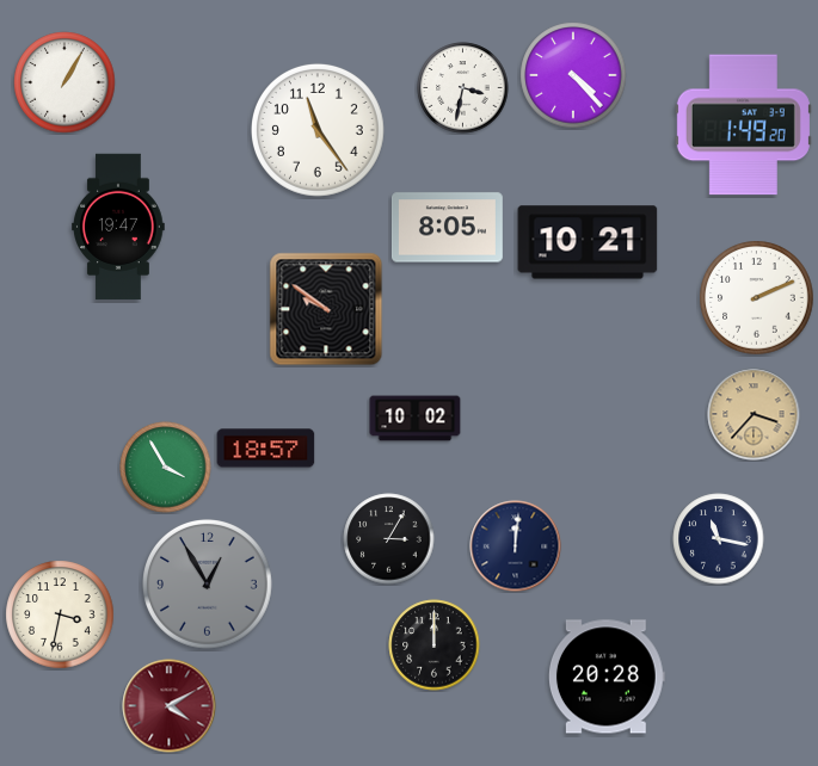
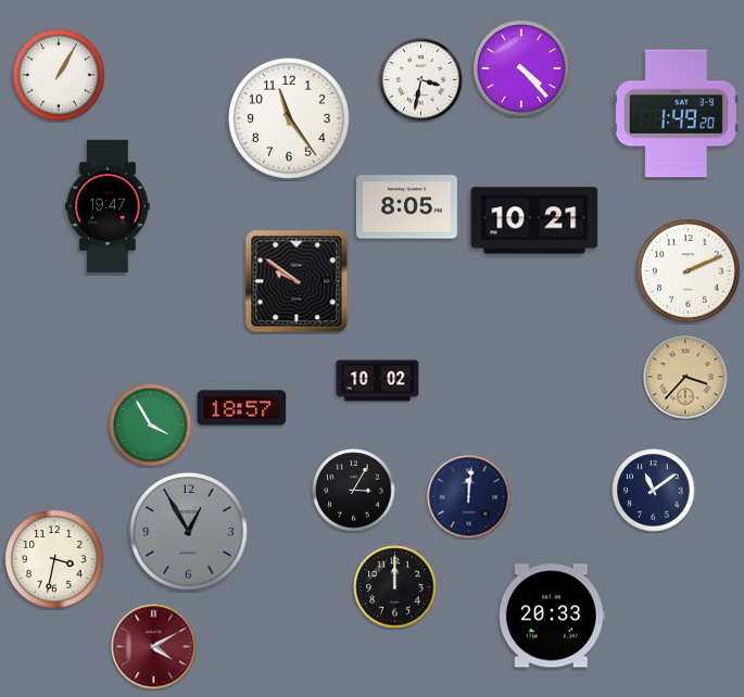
clock at (719, 539): 11:17 -> 11:09
clock at (607, 677): 20:28 -> 20:33
clock at (170, 706) position: (170, 706) -> (154, 647)
